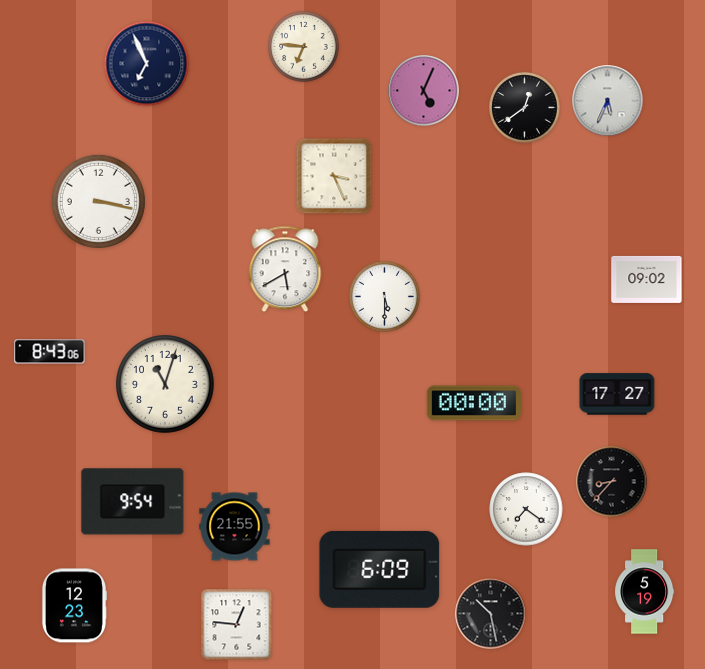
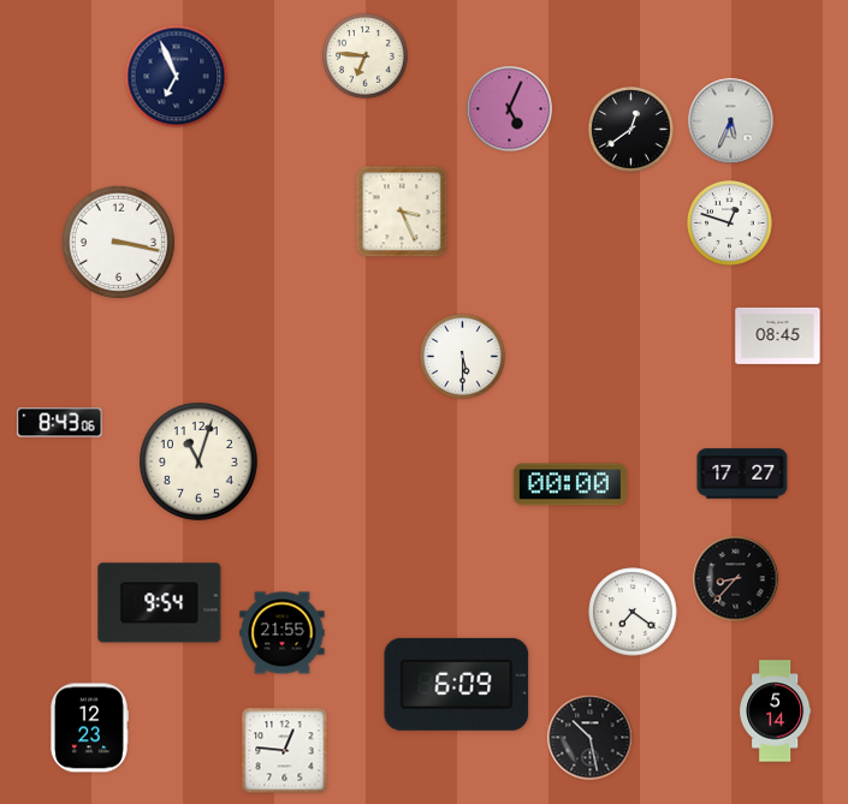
clock at (730, 224): none -> 12:48
clock at (285, 269): 5:40 -> none
clock at (647, 279): 09:02 -> 08:45
clock at (645, 592): 5:19 -> 5:14
